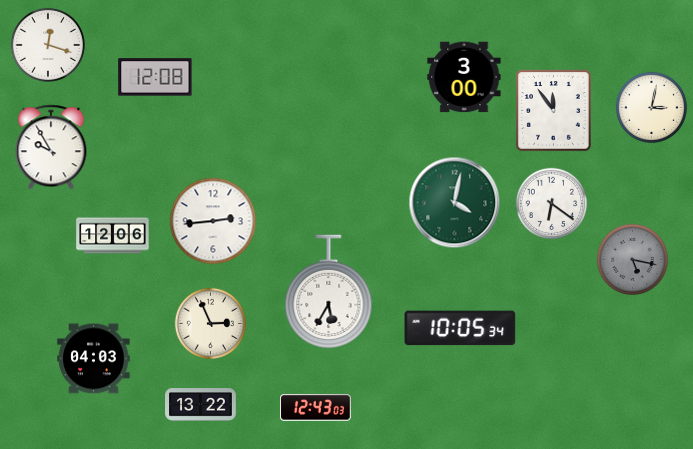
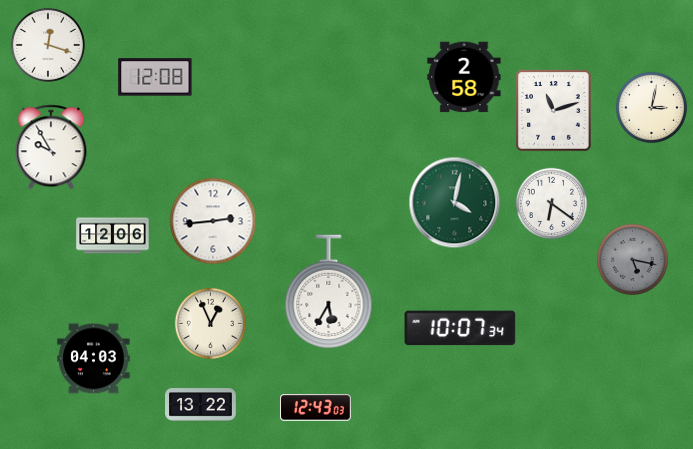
clock at (464, 77): 3:00 -> 2:58
clock at (554, 111): 11:54 -> 11:12
clock at (211, 324): 2:56 -> 12:56
clock at (460, 328): 10:05 -> 10:07
